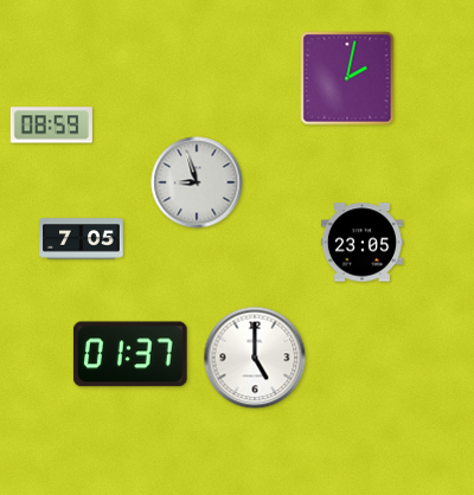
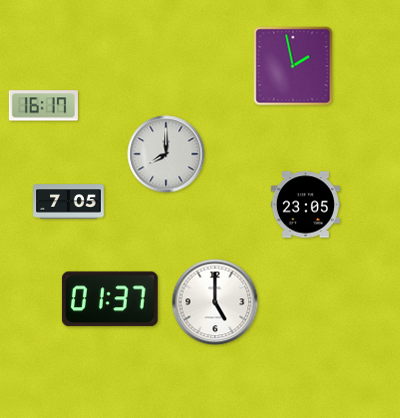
clock at (347, 78): 2:02 -> 1:58
clock at (51, 126): 08:59 -> 16:17
clock at (197, 182): 8:57 -> 8:00
